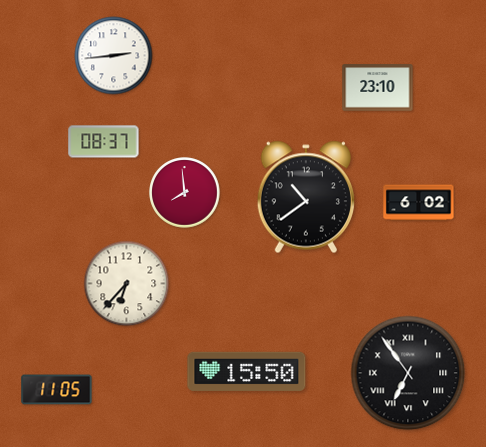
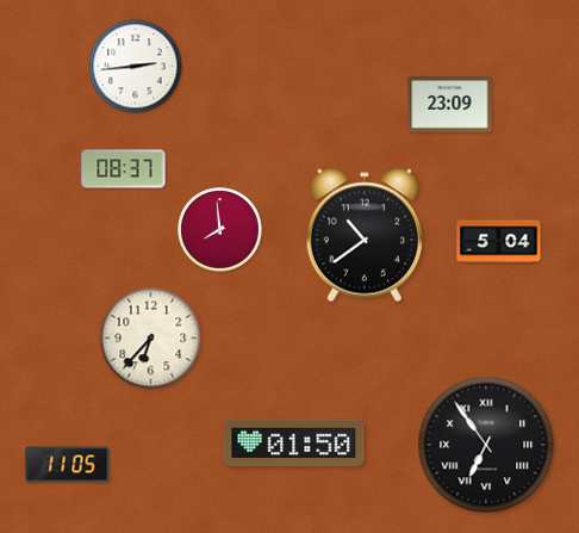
clock at (378, 88): 23:10 -> 23:09
clock at (419, 203): 6:02 -> 5:04
clock at (247, 371): 15:50 -> 01:50
